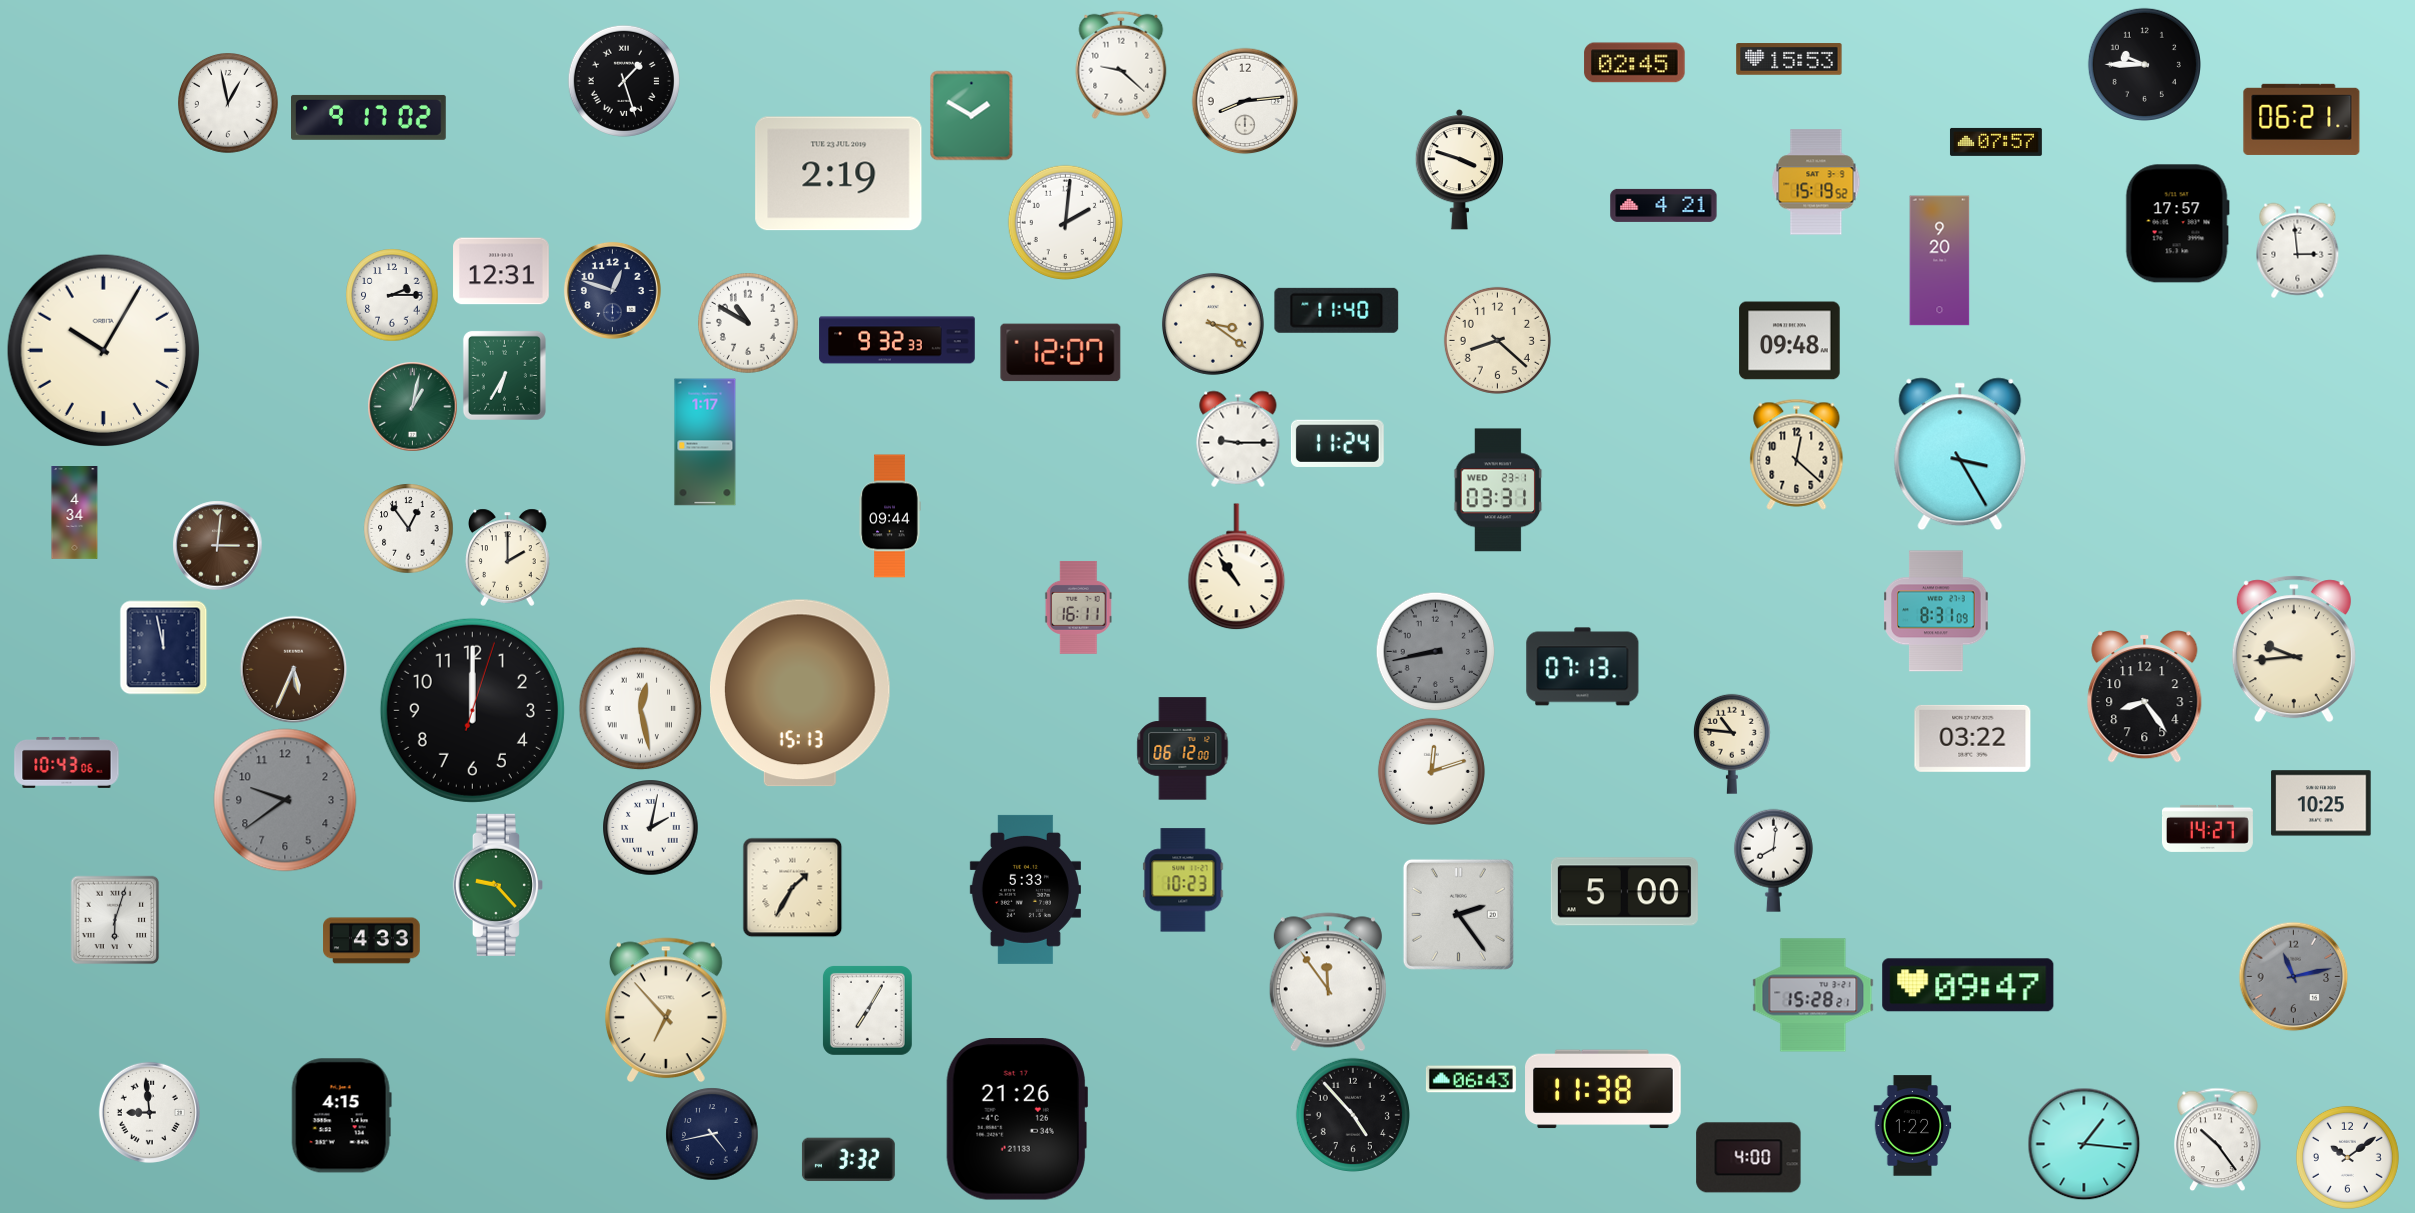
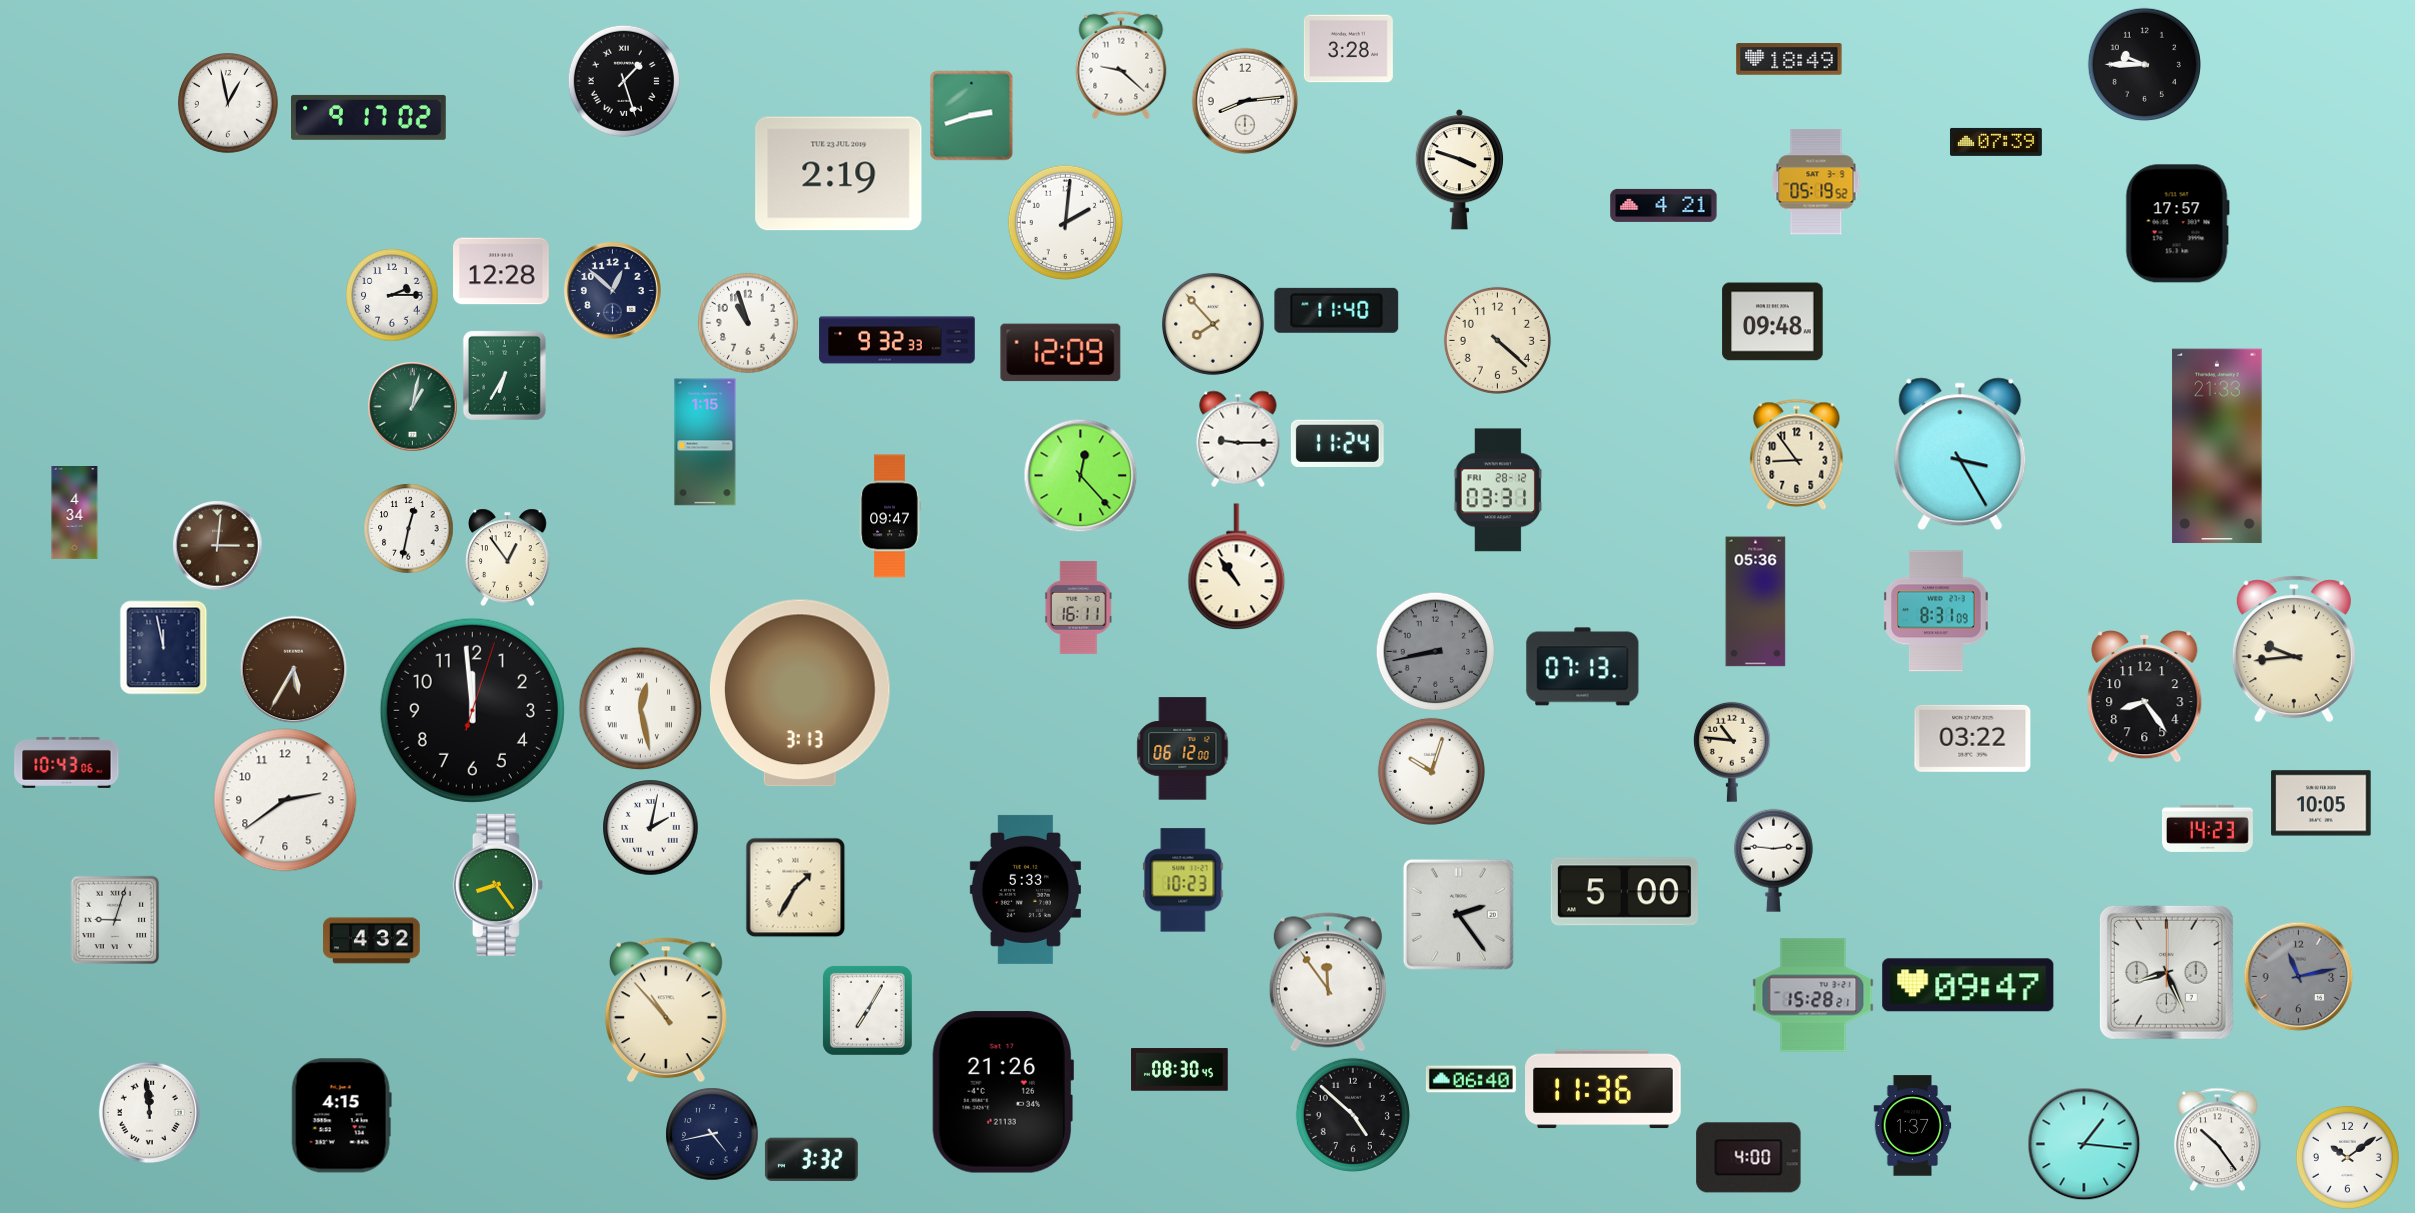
clock at (1348, 49): none -> 3:28
clock at (1789, 59): 15:53 -> 18:49
clock at (1635, 63): 02:45 -> none
clock at (972, 115): 1:50 -> 2:42
clock at (2302, 119): 06:21 -> none
clock at (1996, 142): 07:57 -> 07:39
clock at (1816, 182): 15:19 -> 05:19
clock at (2298, 250): 2:59 -> none
clock at (1940, 261): 9:20 -> none
clock at (501, 271): 12:31 -> 12:28
clock at (612, 290): 12:48 -> 12:52
clock at (749, 324): 10:50 -> 10:57
clock at (1213, 324): 3:21 -> 7:53
clock at (1497, 340): 8:22 -> 4:22
clock at (1790, 341) position: (1790, 341) -> (1773, 322)
clock at (103, 350): 10:05 -> none
clock at (1061, 353): 12:07 -> 12:09
clock at (705, 442): 1:17 -> 1:15
clock at (2217, 446): none -> 21:33
clock at (1797, 454): 12:22 -> 8:54
clock at (1080, 475): none -> 12:23
clock at (1498, 490) date: WED 23-1 -> FRI 28-12
clock at (890, 516): 09:44 -> 09:47
clock at (408, 528): 12:54 -> 12:32
clock at (508, 557): 2:00 -> 12:54
clock at (1756, 602): none -> 05:36
clock at (293, 669): 5:34 -> 5:35
clock at (800, 693): 15:13 -> 3:13
clock at (472, 710): 12:00 -> 11:59
clock at (1732, 744) position: (1732, 744) -> (1732, 752)
clock at (1431, 771): 12:12 -> 10:03
clock at (285, 800): 9:39 -> 2:39
clock at (285, 800) dial: grey -> white
clock at (2321, 803): 10:25 -> 10:05
clock at (2207, 828): 14:27 -> 14:23
clock at (1773, 860): 8:01 -> 2:46
clock at (498, 885): 9:23 -> 8:24
clock at (792, 887) position: (792, 887) -> (795, 887)
clock at (115, 920): 6:03 -> 9:03
clock at (372, 941): 4:33 -> 4:32
clock at (2166, 972): none -> 8:26
clock at (2293, 976) position: (2293, 976) -> (2298, 976)
clock at (666, 1010): 6:53 -> 10:53
clock at (1180, 1070): none -> 08:30
clock at (1471, 1079): 06:43 -> 06:40
clock at (1604, 1089): 11:38 -> 11:36
clock at (149, 1112): 8:59 -> 11:59
clock at (1353, 1115): 4:53 -> 4:52
clock at (1017, 1119) position: (1017, 1119) -> (1003, 1092)
clock at (1913, 1126): 1:22 -> 1:37
clock at (848, 1160) position: (848, 1160) -> (811, 1160)
